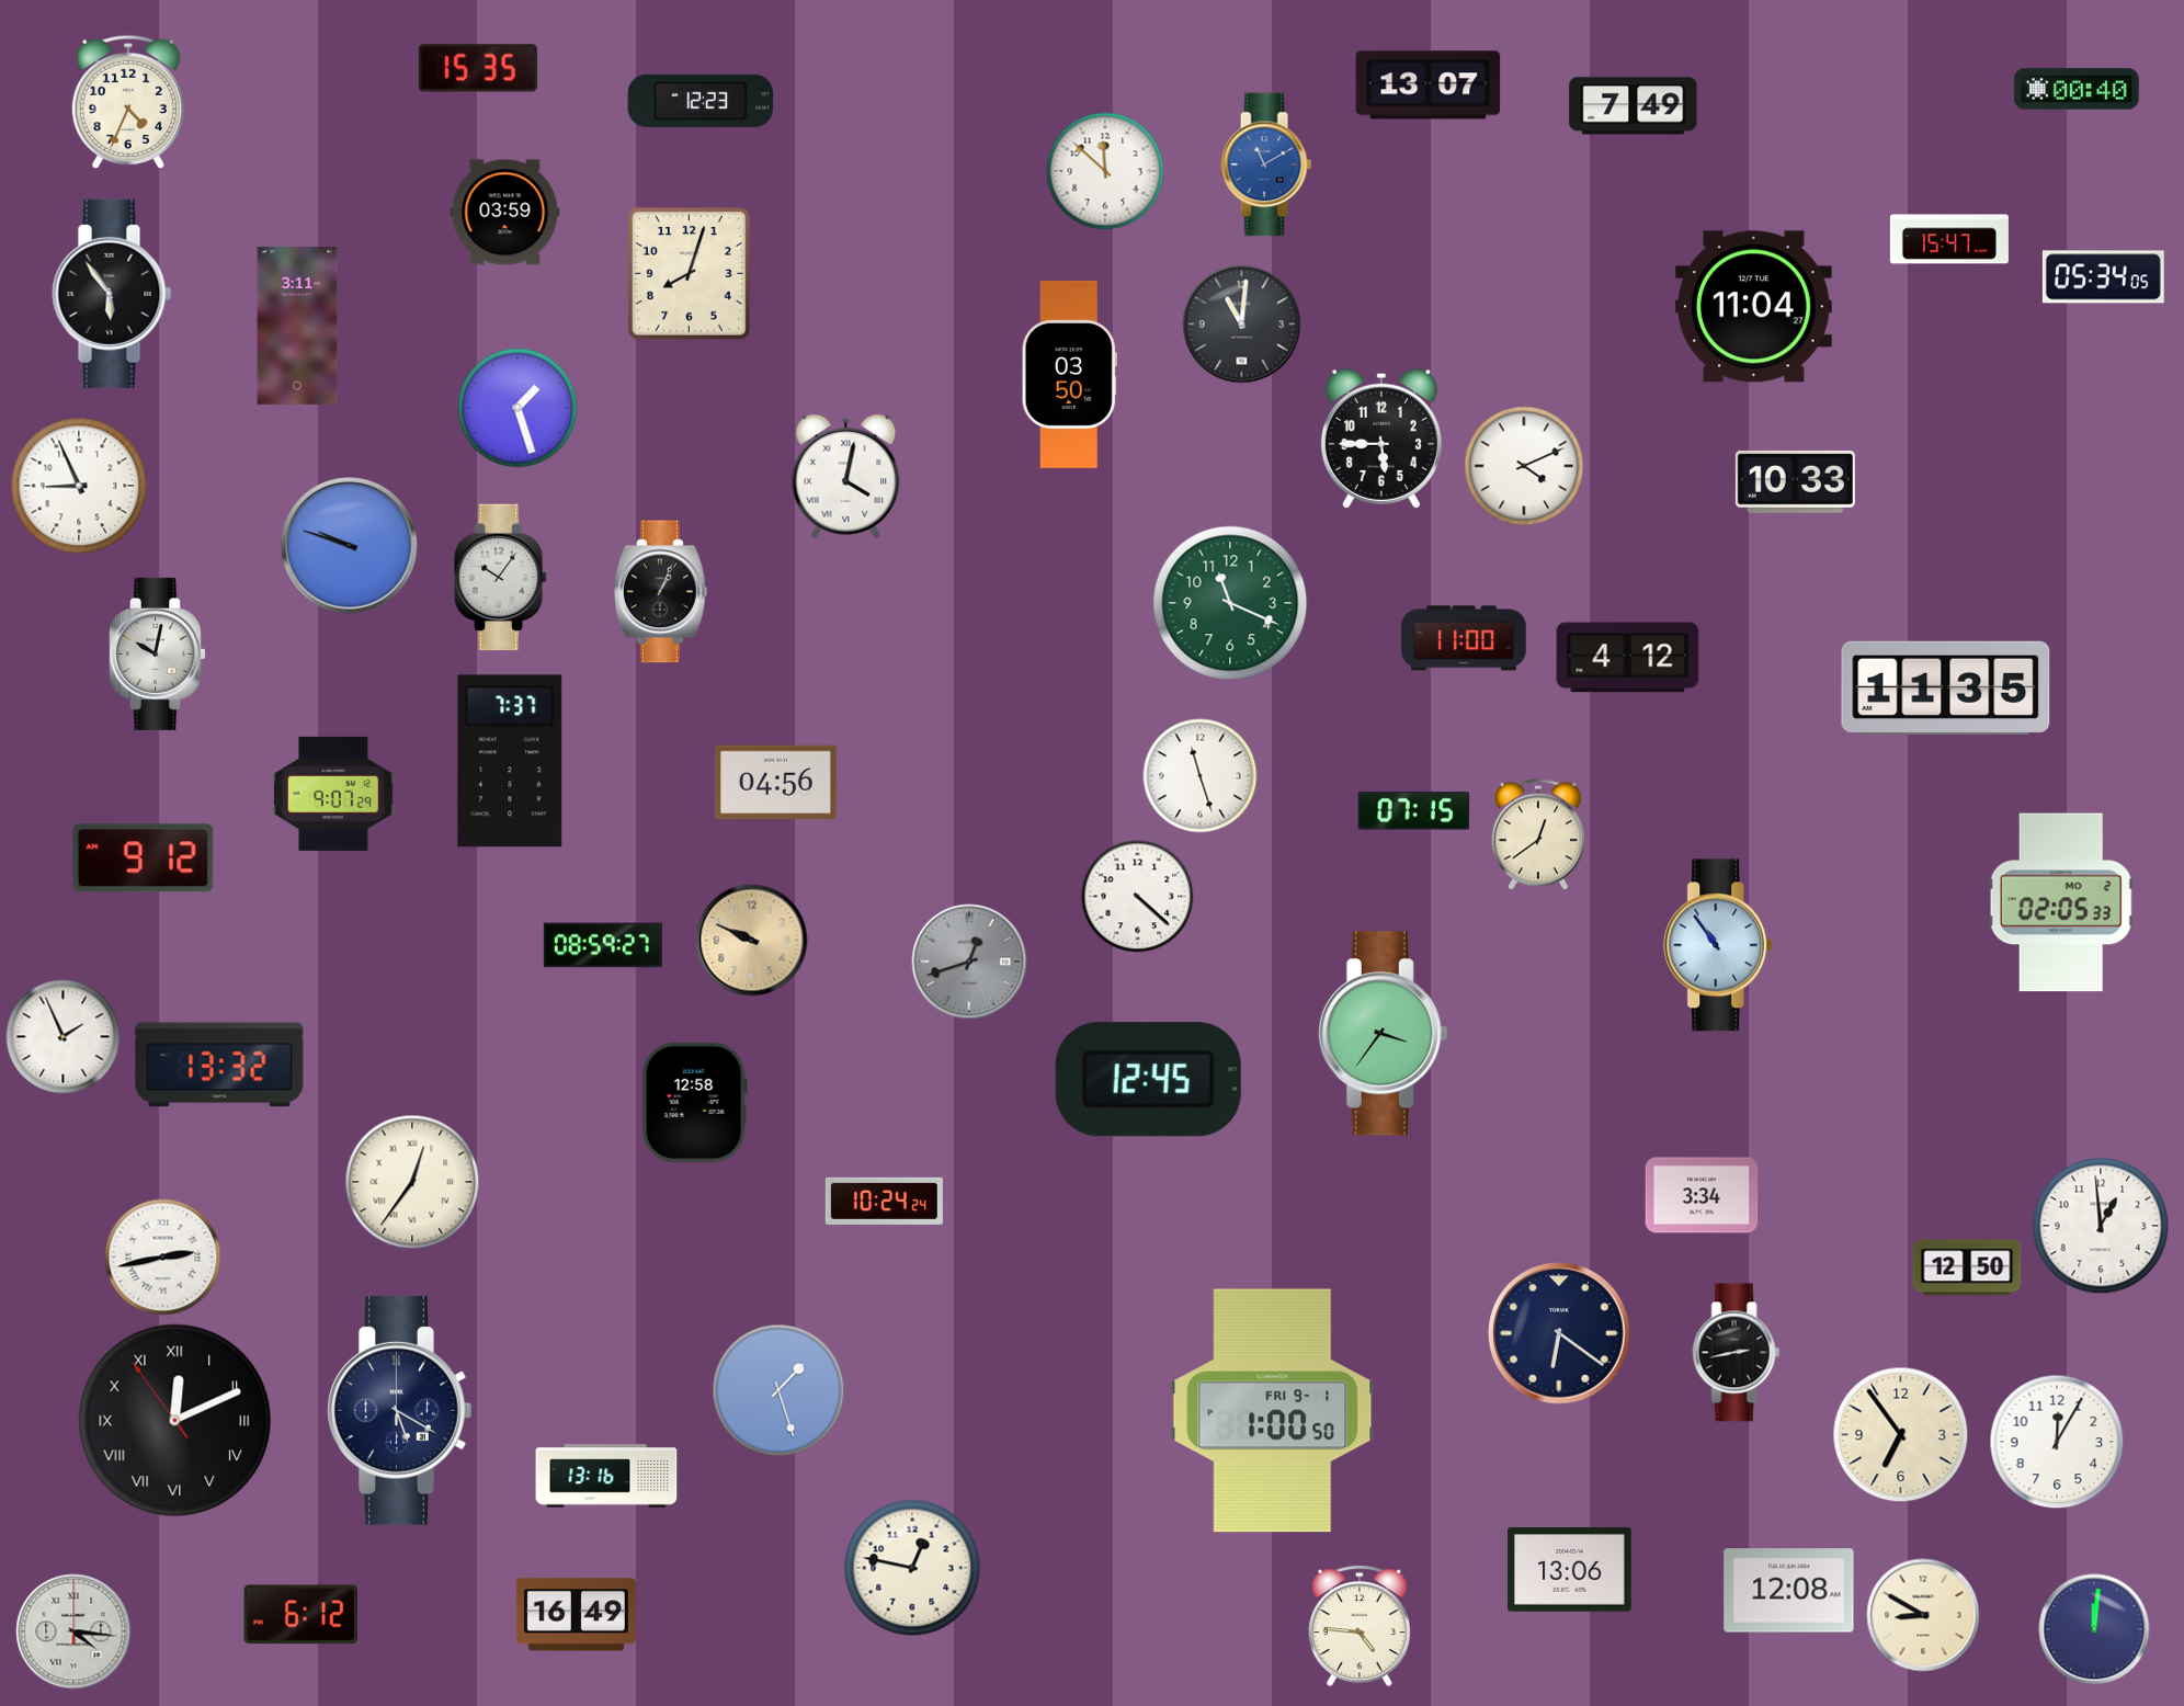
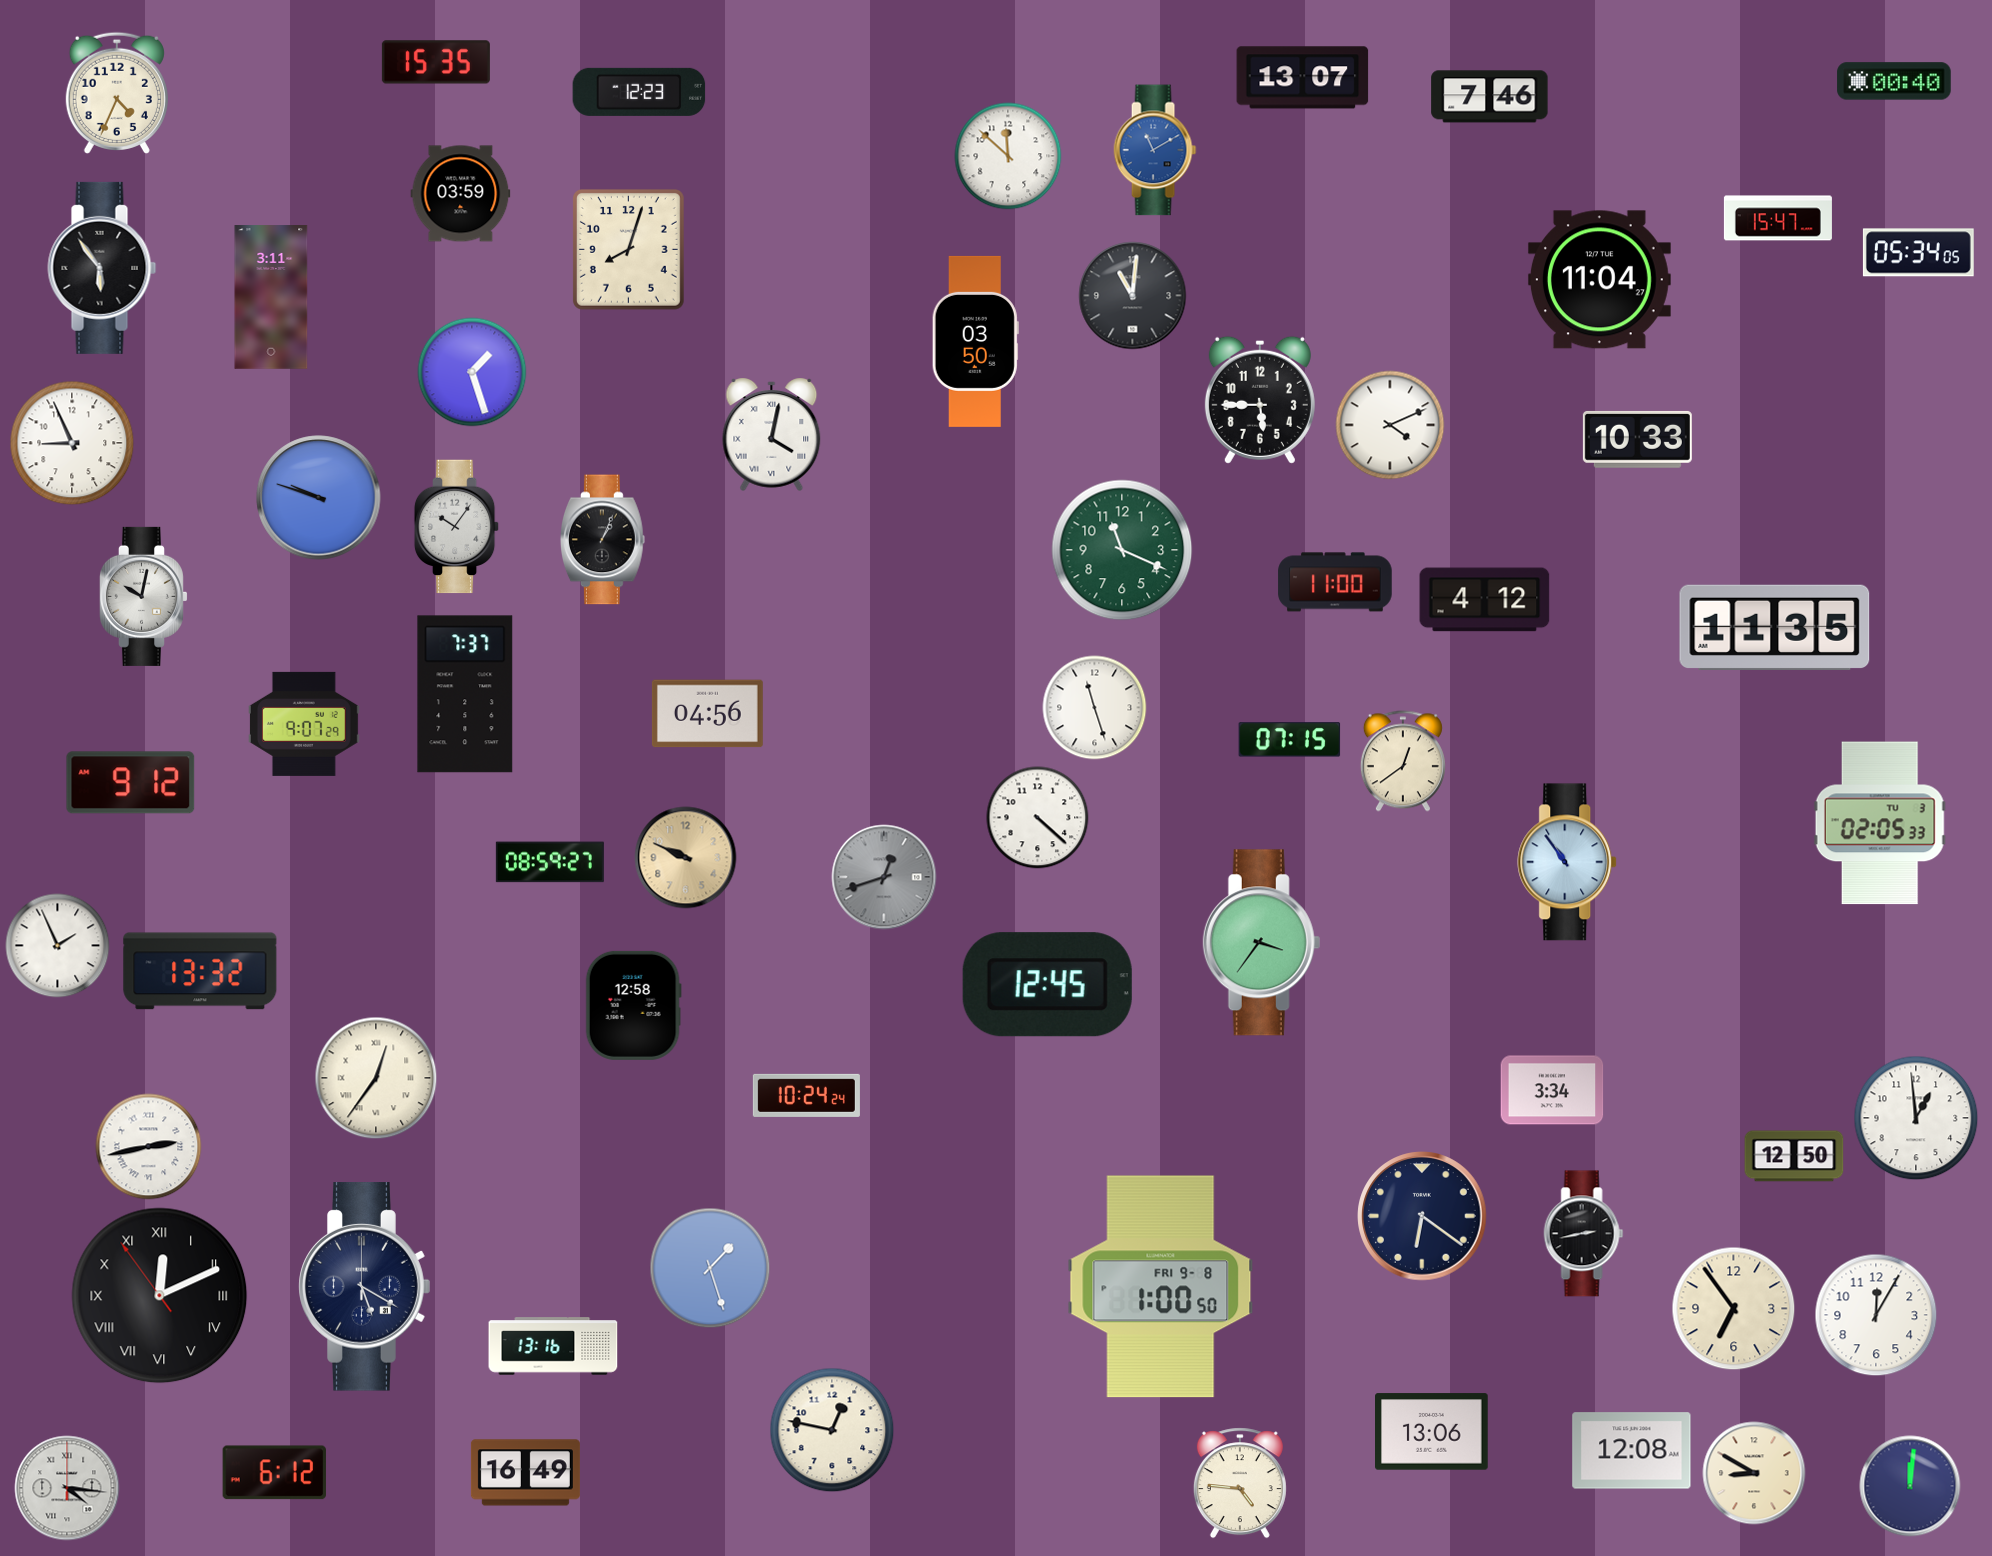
clock at (1634, 106): 7:49 -> 7:46
clock at (2061, 902) date: MO 2 -> TU 3
clock at (1273, 1411) date: FRI 9-1 -> FRI 9-8
